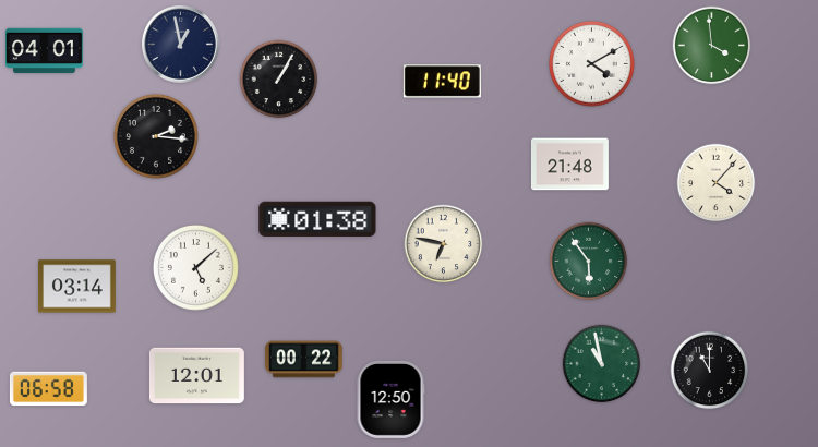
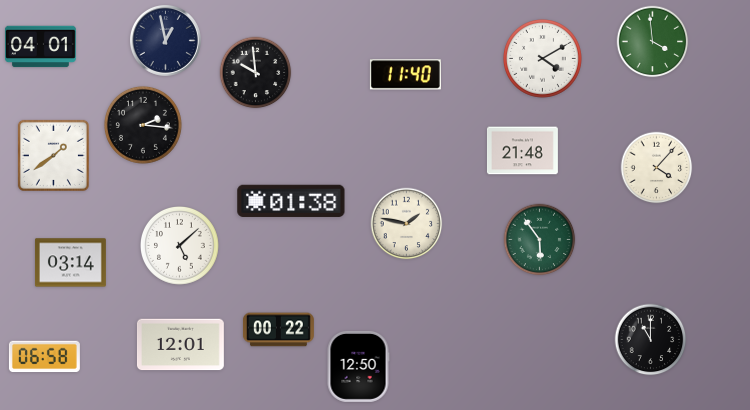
clock at (279, 80): 1:05 -> 9:59
clock at (53, 155): none -> 1:39
clock at (444, 244): 6:47 -> 1:47
clock at (602, 364): 10:58 -> none
